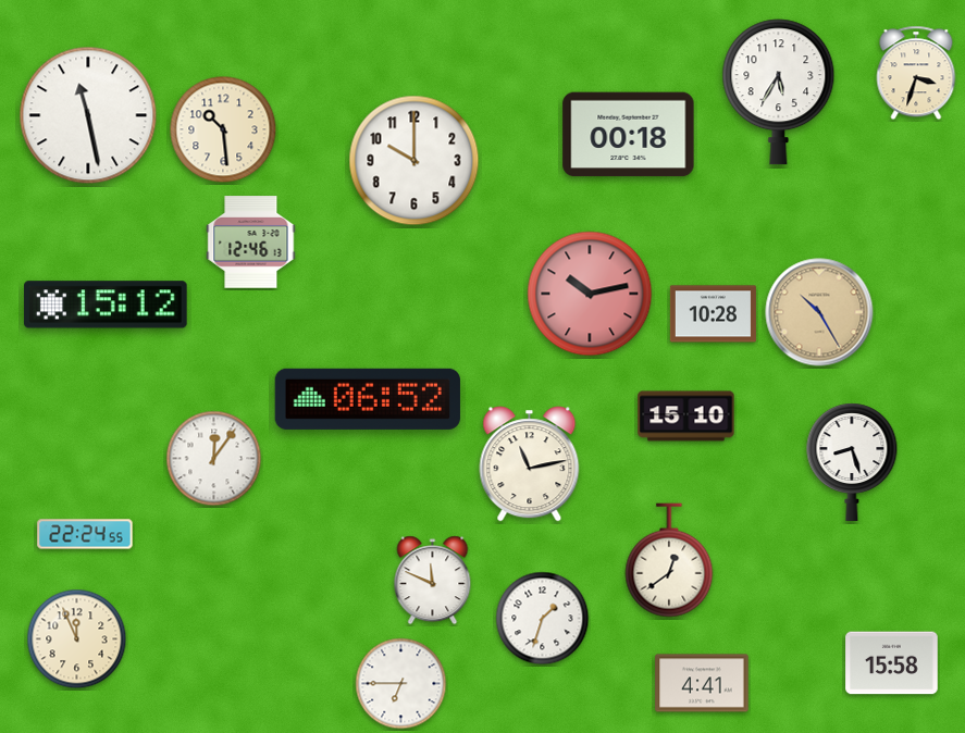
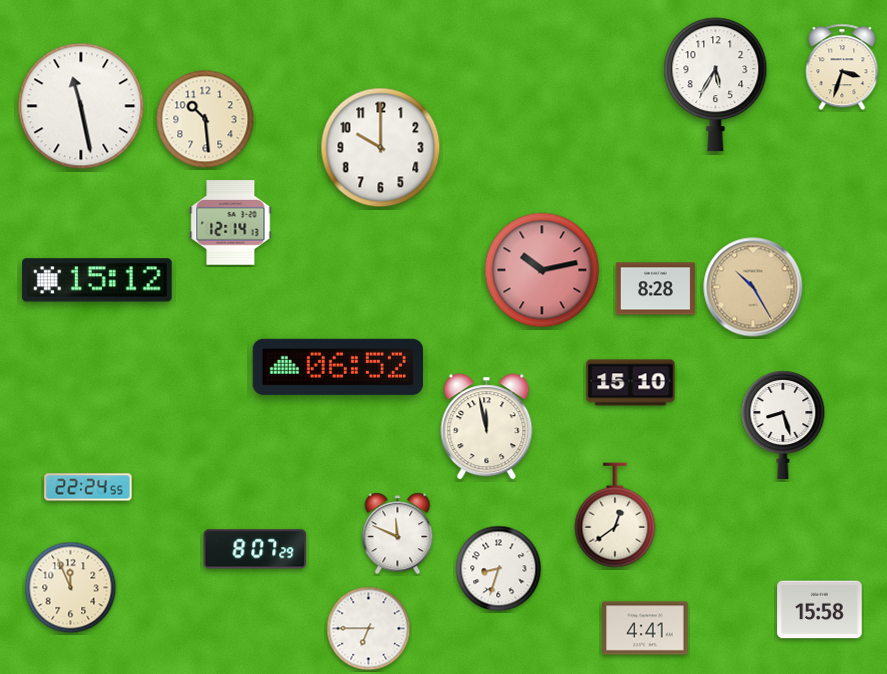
clock at (629, 135): 00:18 -> none
clock at (251, 243): 12:46 -> 12:14
clock at (713, 314): 10:28 -> 8:28
clock at (214, 459): 12:06 -> none
clock at (530, 464): 11:13 -> 11:58
clock at (85, 534) position: (85, 534) -> (88, 487)
clock at (255, 549): none -> 8:07
clock at (543, 619): 1:33 -> 8:33
